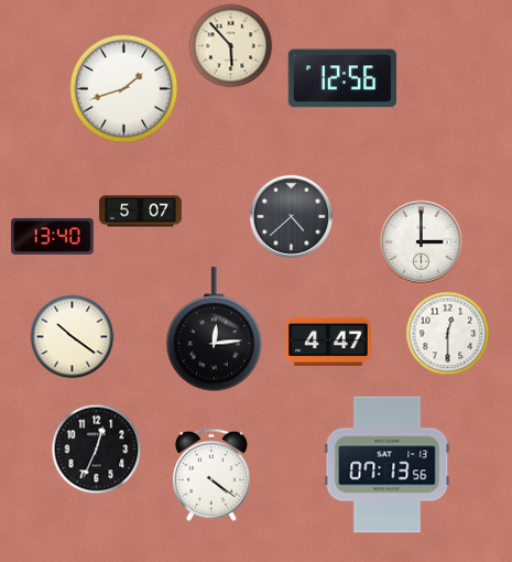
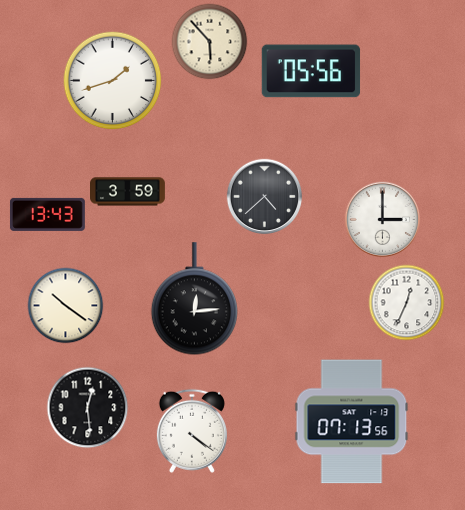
clock at (342, 78): 12:56 -> 05:56
clock at (141, 212): 5:07 -> 3:59
clock at (52, 236): 13:40 -> 13:43
clock at (448, 334): 12:30 -> 12:34
clock at (328, 342): 4:47 -> none
clock at (97, 450): 12:34 -> 12:29
